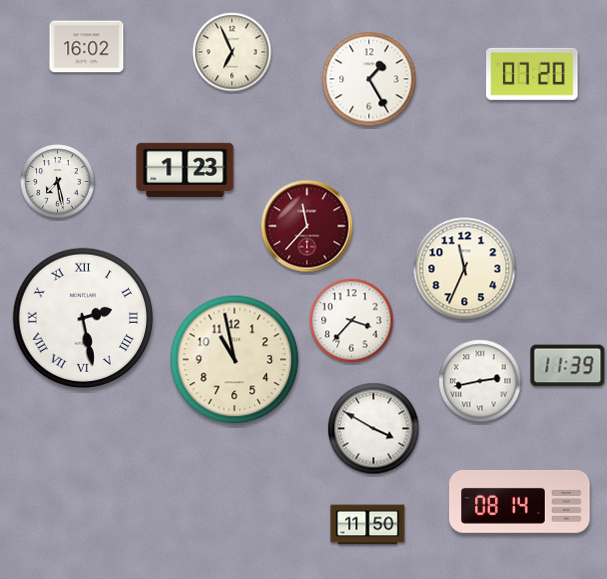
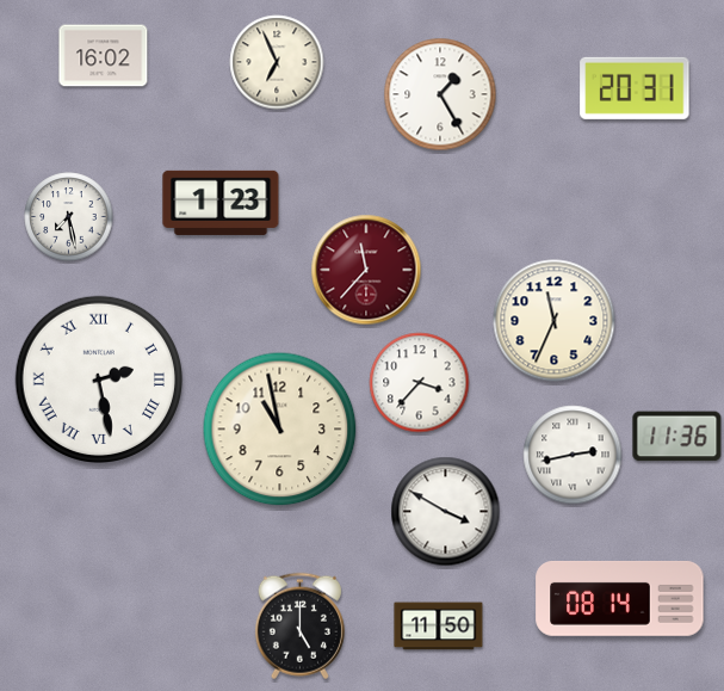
clock at (532, 74): 07:20 -> 20:31
clock at (568, 366): 11:39 -> 11:36
clock at (299, 627): none -> 5:00
